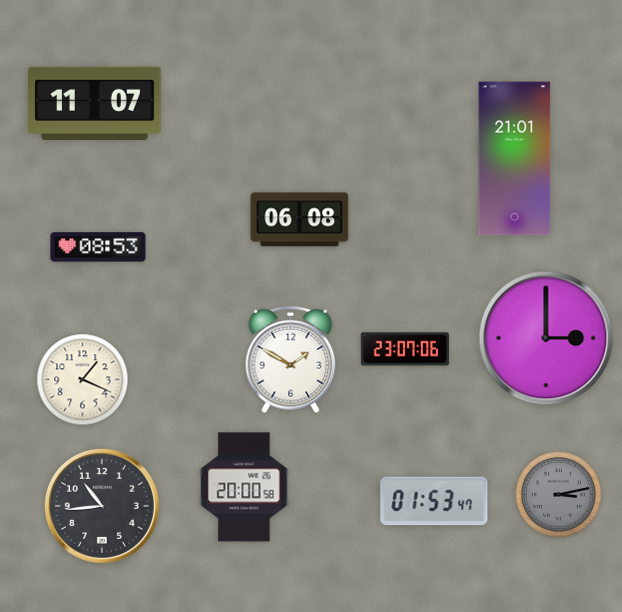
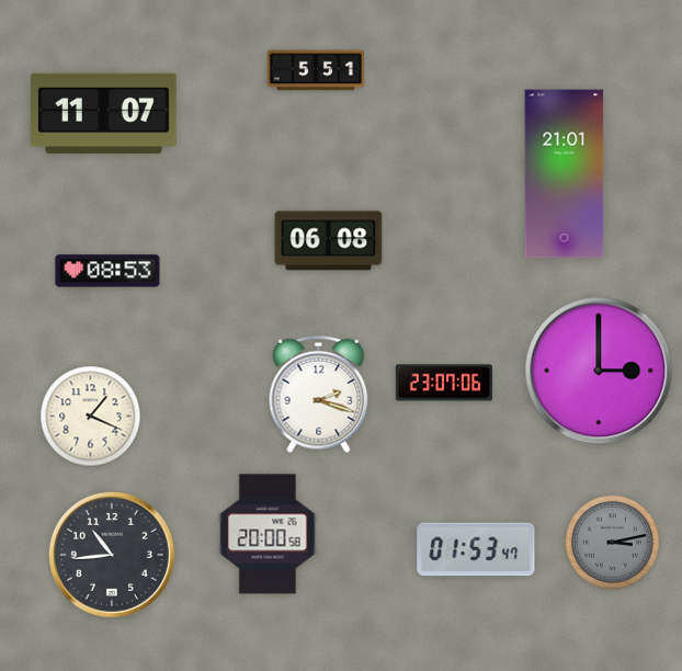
clock at (316, 70): none -> 5:51
clock at (291, 360): 1:50 -> 2:18
